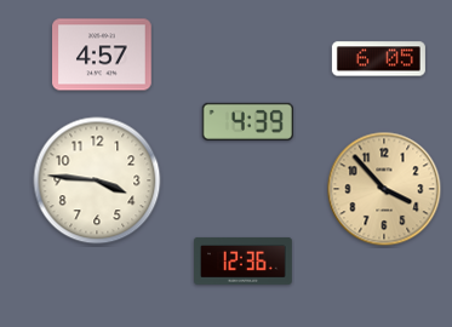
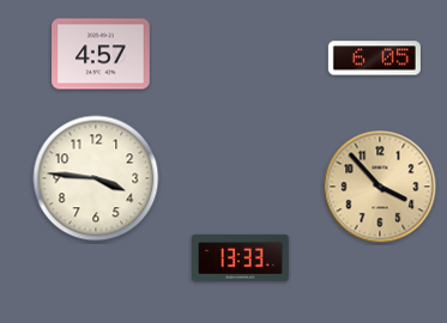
clock at (247, 121): 4:39 -> none
clock at (244, 260): 12:36 -> 13:33
